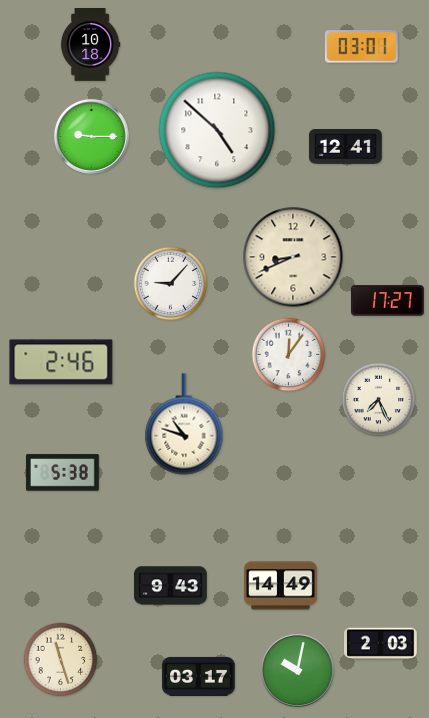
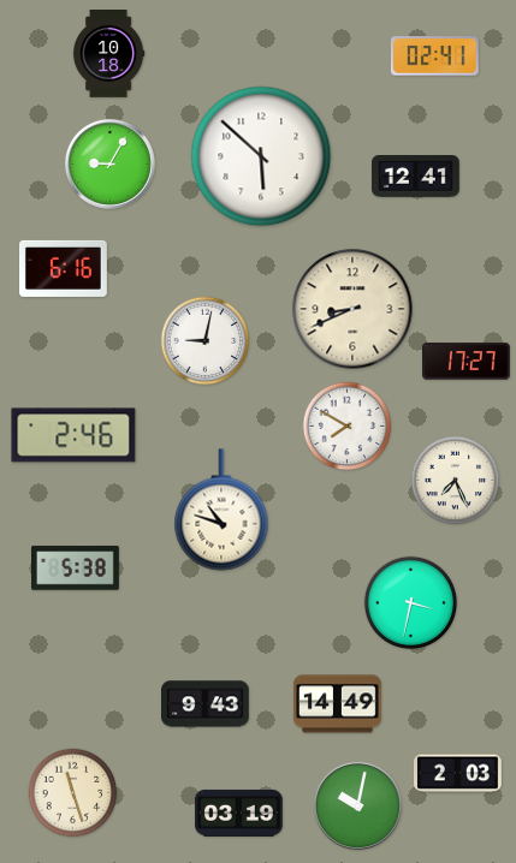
clock at (361, 47): 03:01 -> 02:41
clock at (217, 130): 4:52 -> 5:52
clock at (91, 136): 9:15 -> 9:05
clock at (64, 268): none -> 6:16
clock at (171, 284): 9:07 -> 9:02
clock at (289, 355): 12:06 -> 7:50
clock at (411, 603): none -> 3:32
clock at (199, 676): 03:17 -> 03:19
